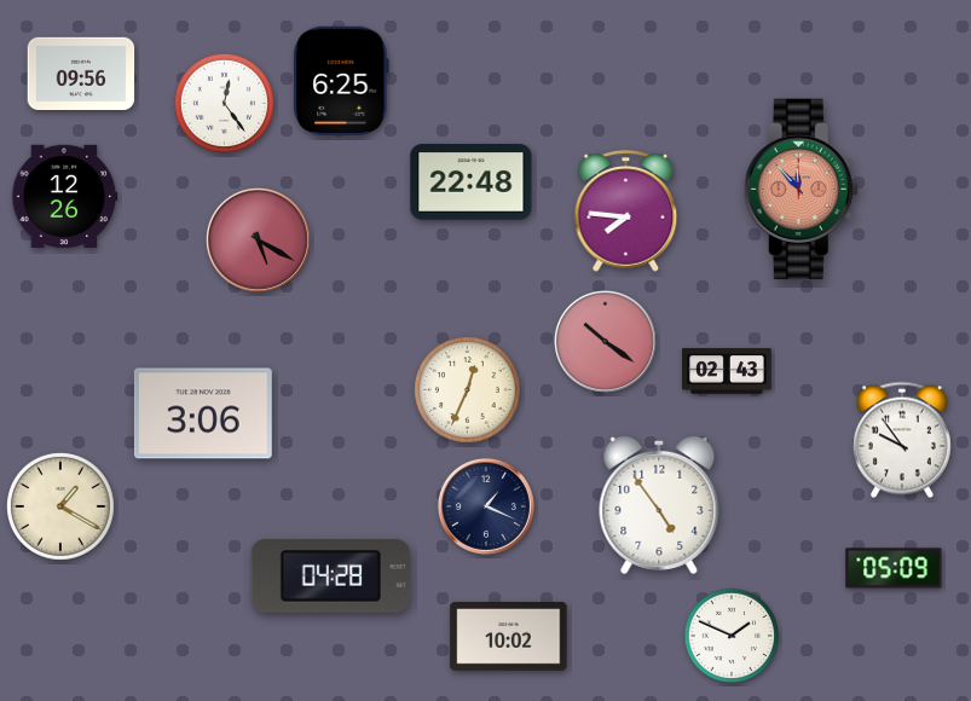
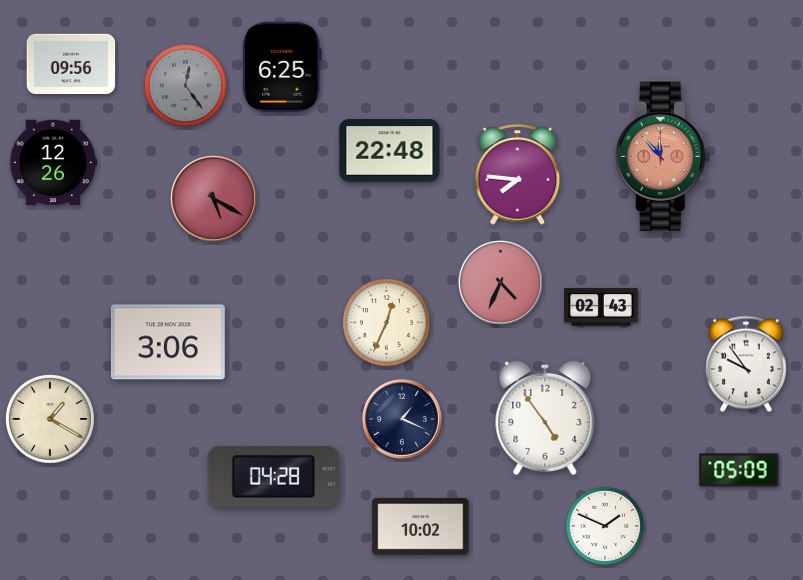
clock at (81, 73) position: (81, 73) -> (71, 63)
clock at (224, 103) dial: white -> grey
clock at (605, 341): 10:21 -> 4:34
